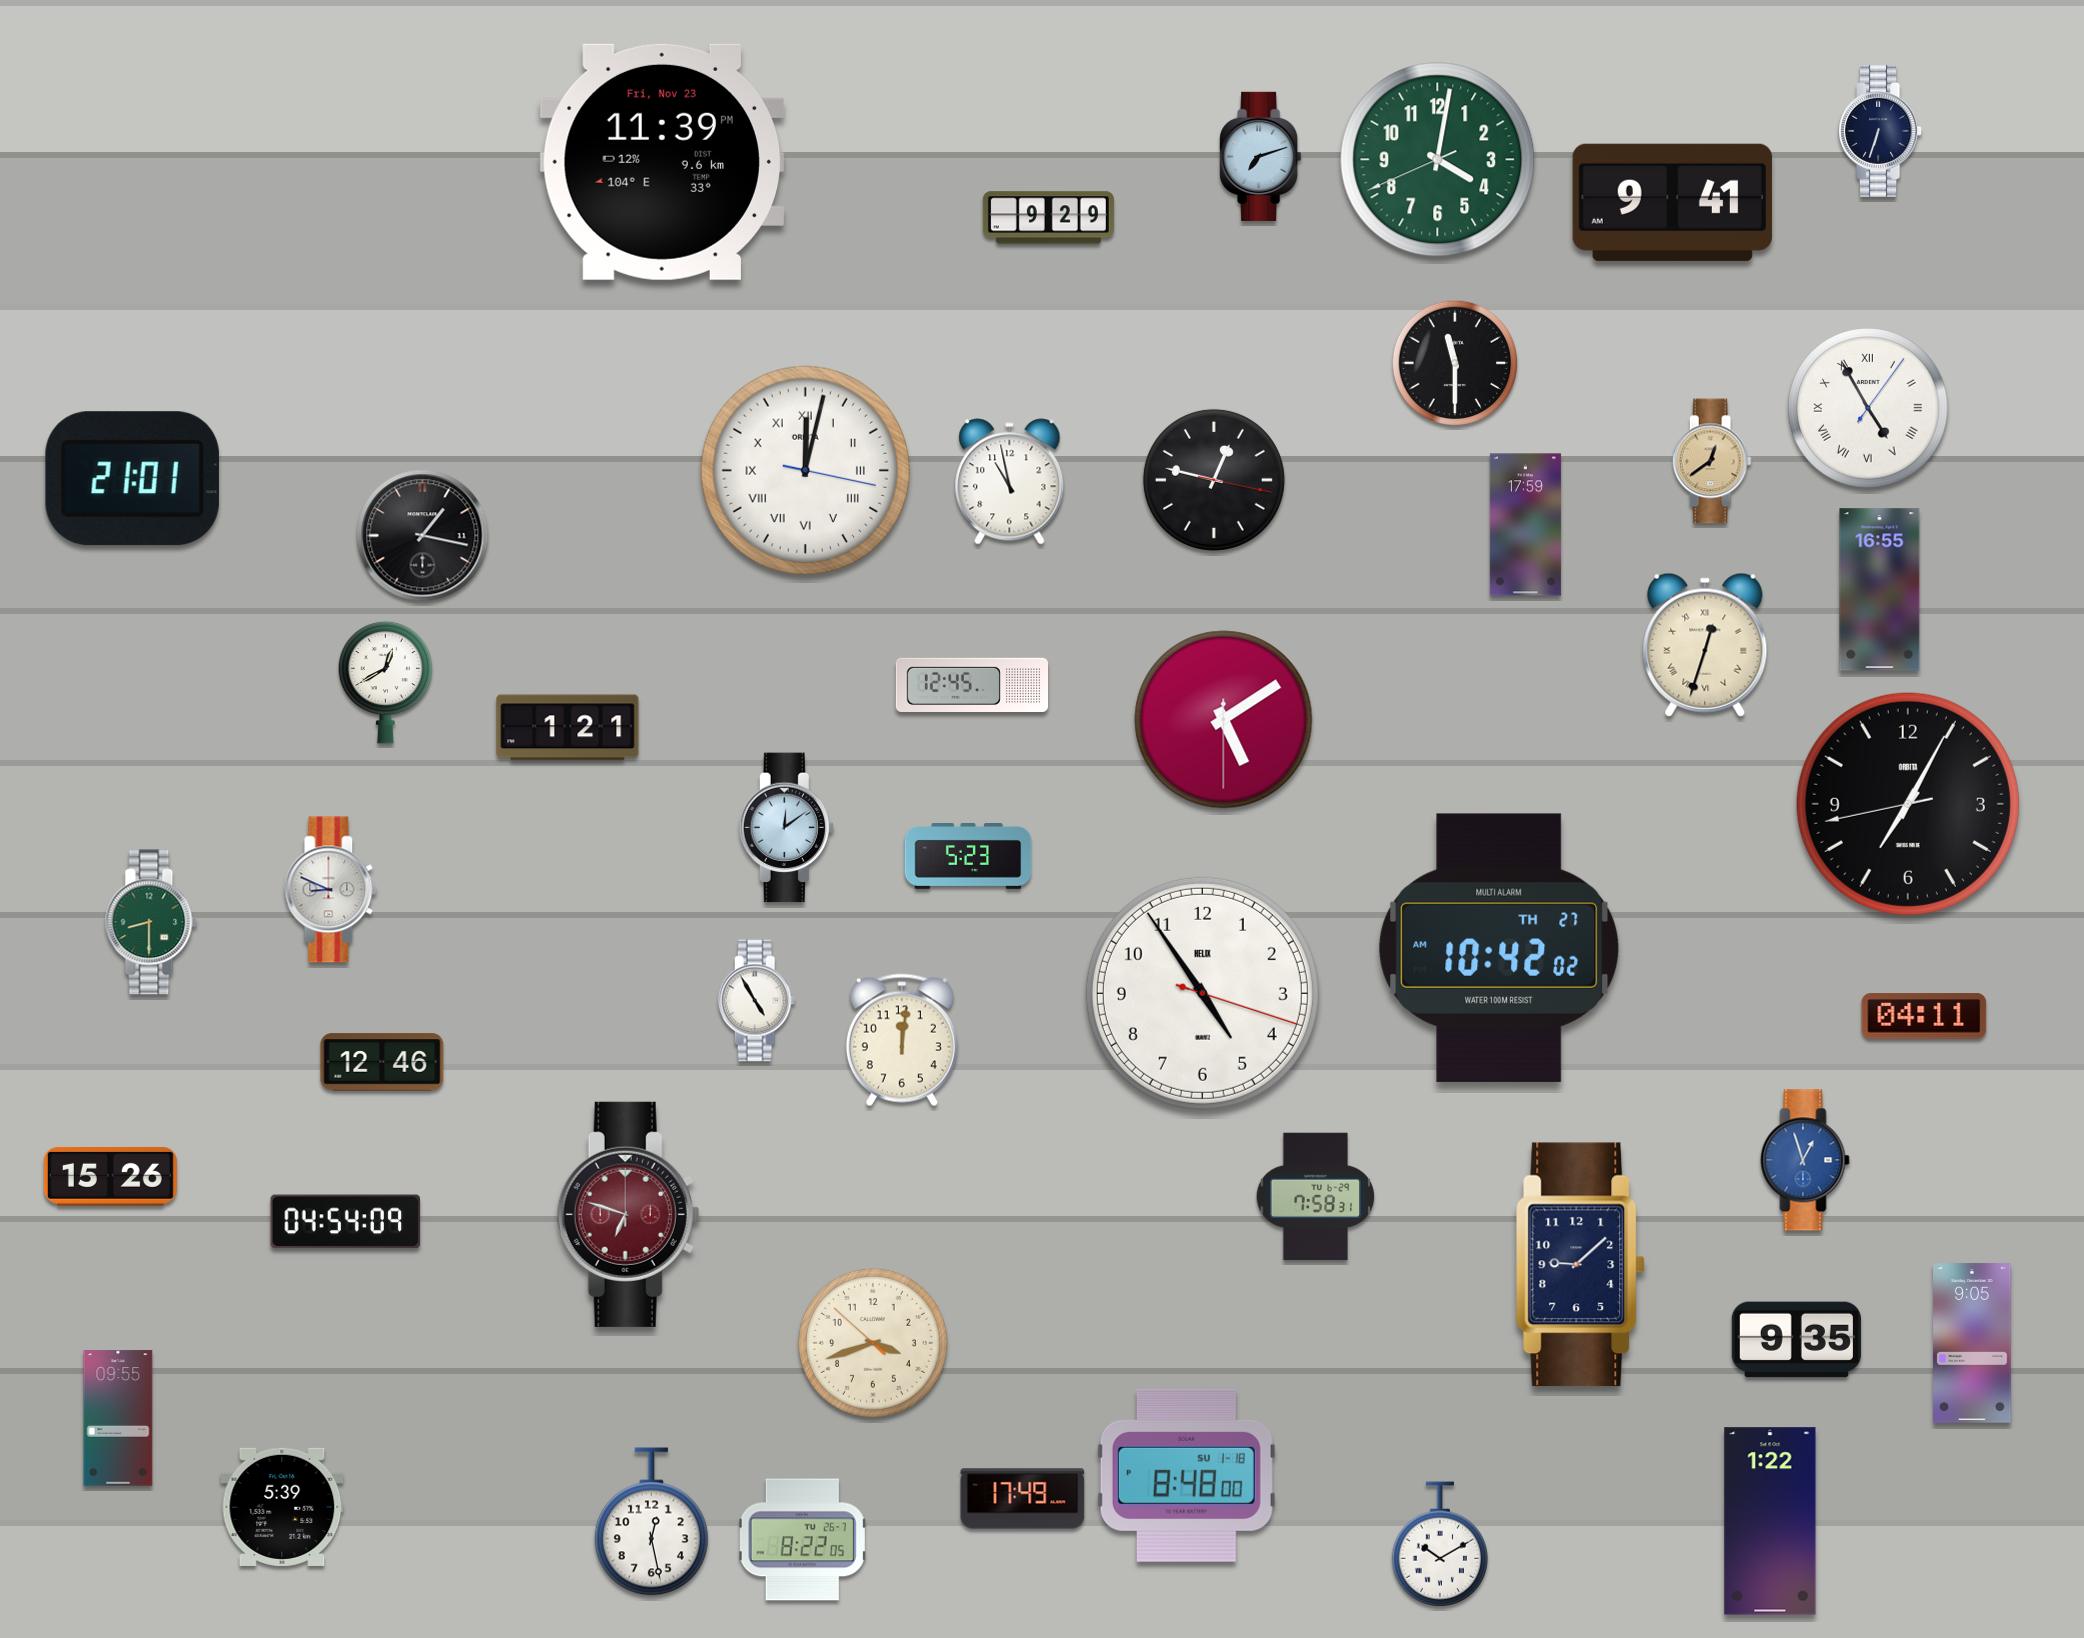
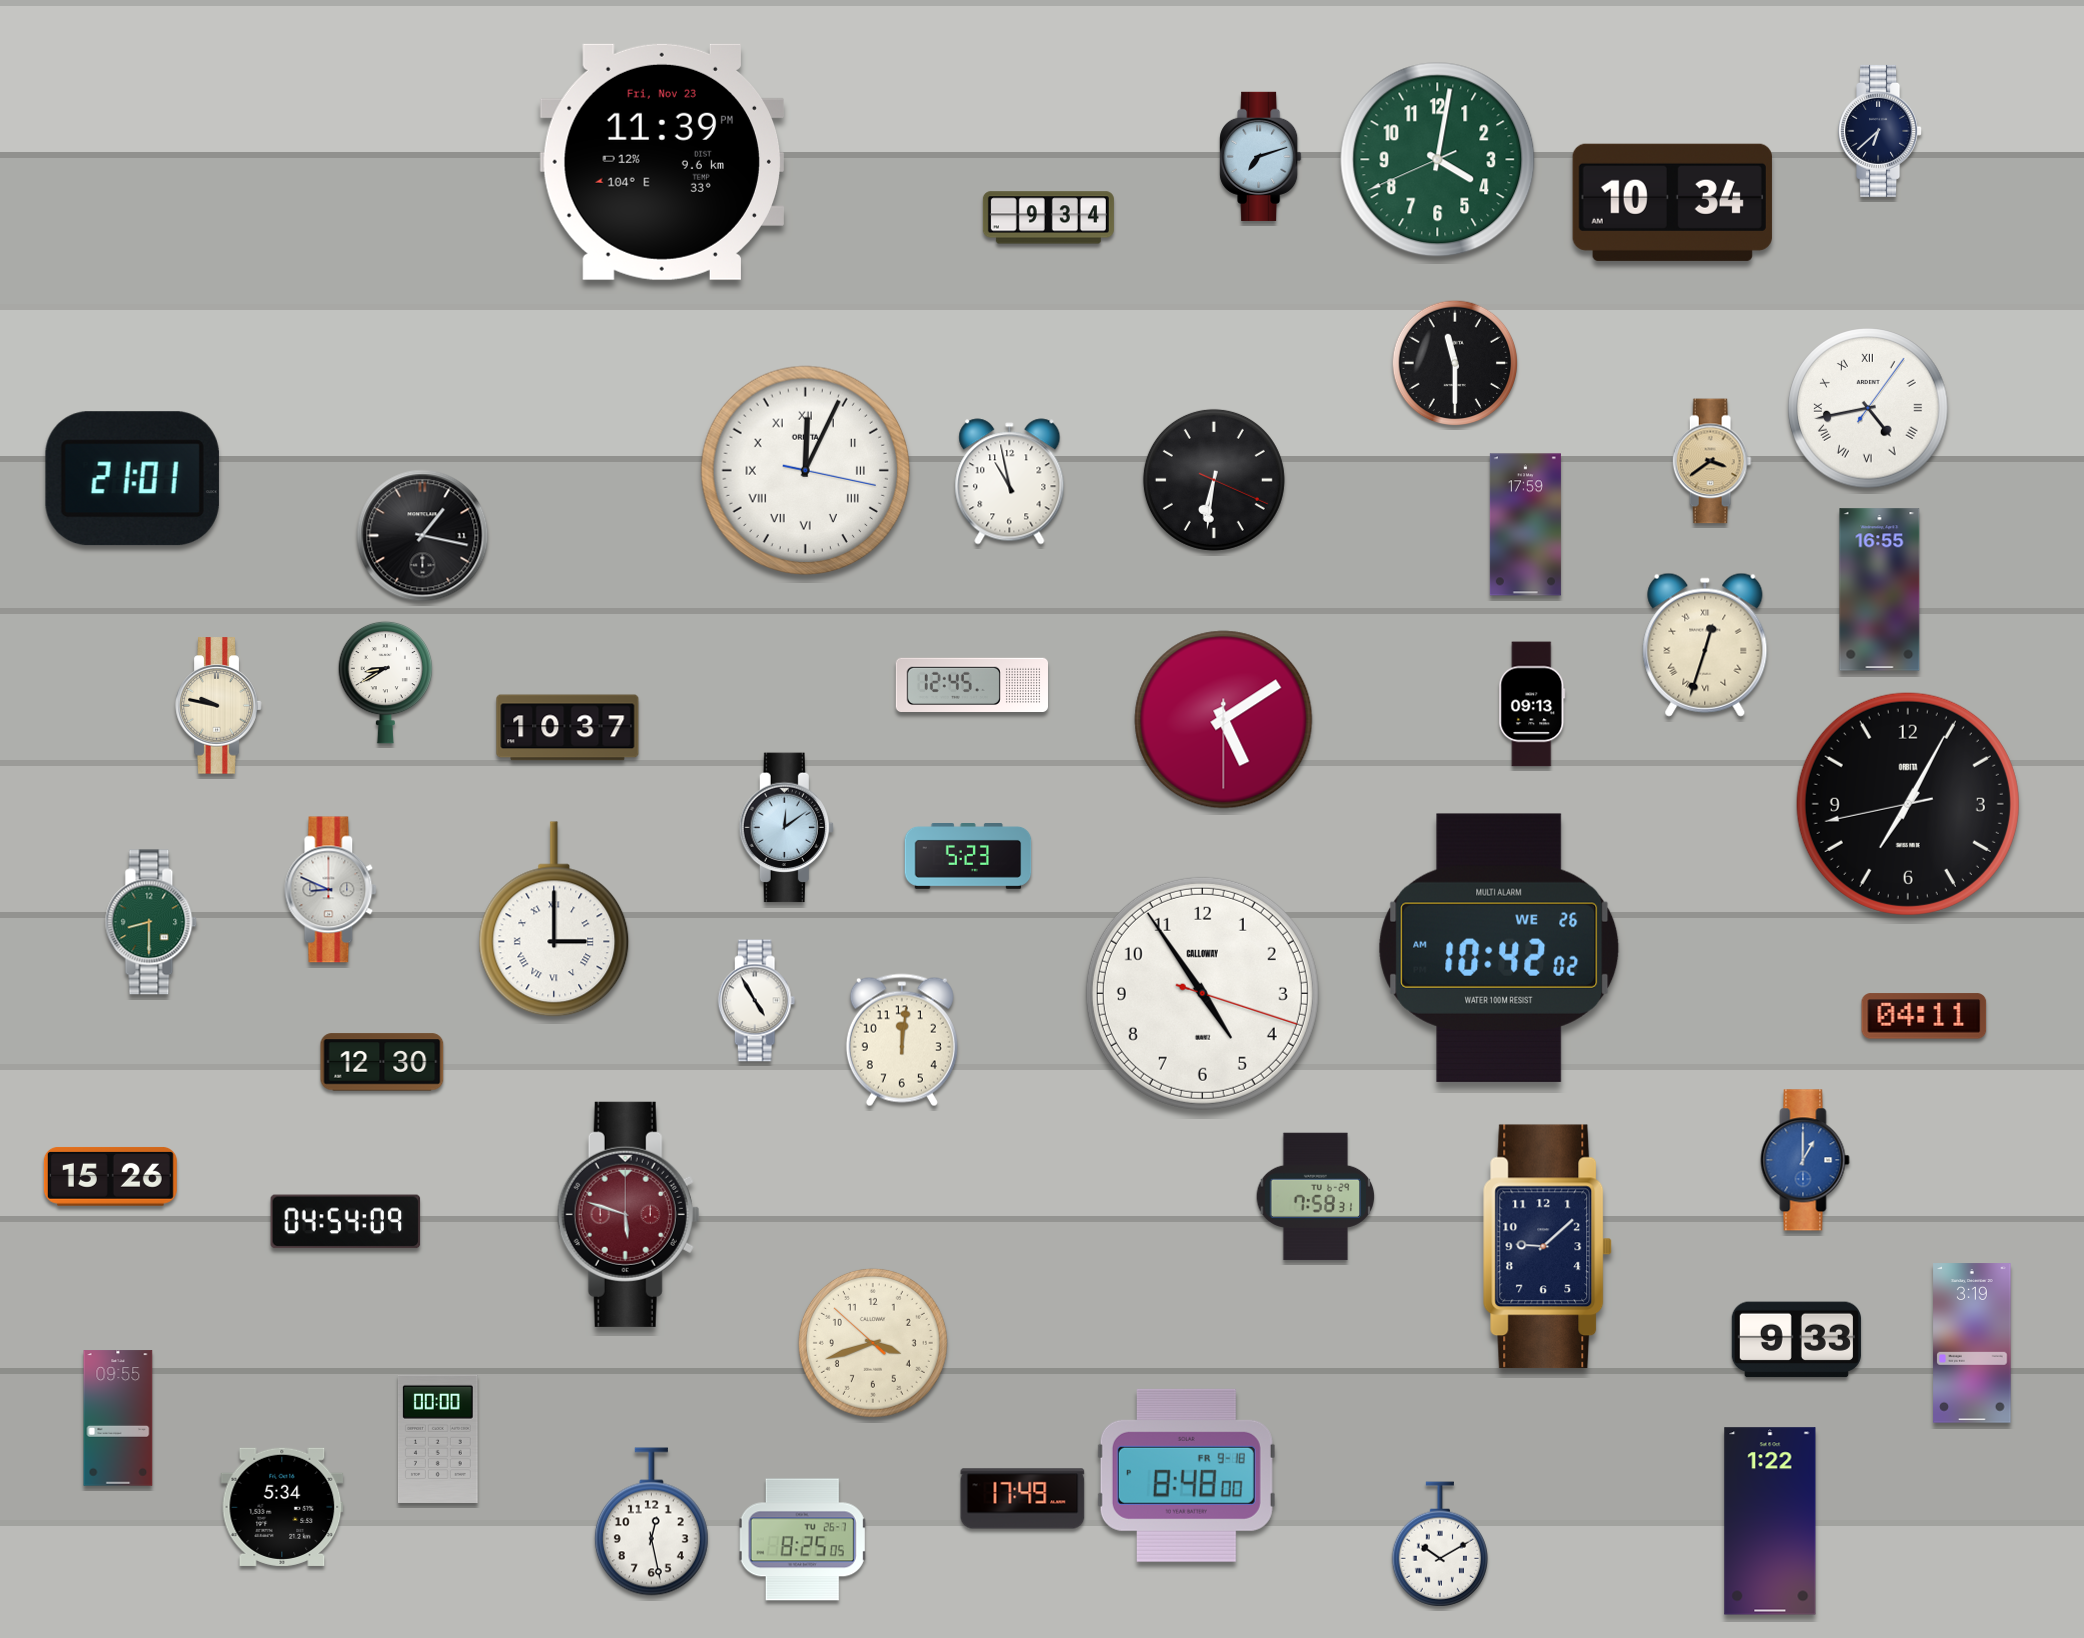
clock at (1881, 131): 6:33 -> 6:38
clock at (1672, 202): 9:41 -> 10:34
clock at (1048, 218): 9:29 -> 9:34
clock at (1868, 408): 4:55 -> 4:43
clock at (1712, 461): 12:39 -> 3:39
clock at (806, 471): 12:02 -> 12:04
clock at (1214, 480): 12:47 -> 6:31
clock at (385, 682): 12:40 -> 8:40
clock at (1532, 704): none -> 09:13
clock at (219, 706): none -> 9:47
clock at (568, 728): 1:21 -> 10:37
clock at (554, 919): none -> 3:00
clock at (1499, 948) date: TH 27 -> WE 26
clock at (1202, 993) brand: HELIX -> CALLOWAY
clock at (382, 1062): 12:46 -> 12:30
clock at (1805, 1160): 12:57 -> 1:00
clock at (628, 1214): 6:48 -> 5:48
clock at (1581, 1265) position: (1581, 1265) -> (1548, 1247)
clock at (1796, 1340): 9:35 -> 9:33
clock at (1972, 1343): 9:05 -> 3:19
clock at (438, 1439): none -> 00:00
clock at (1186, 1475) date: SU 1-18 -> FR 9-18
clock at (282, 1507): 5:39 -> 5:34
clock at (803, 1540): 8:22 -> 8:25
